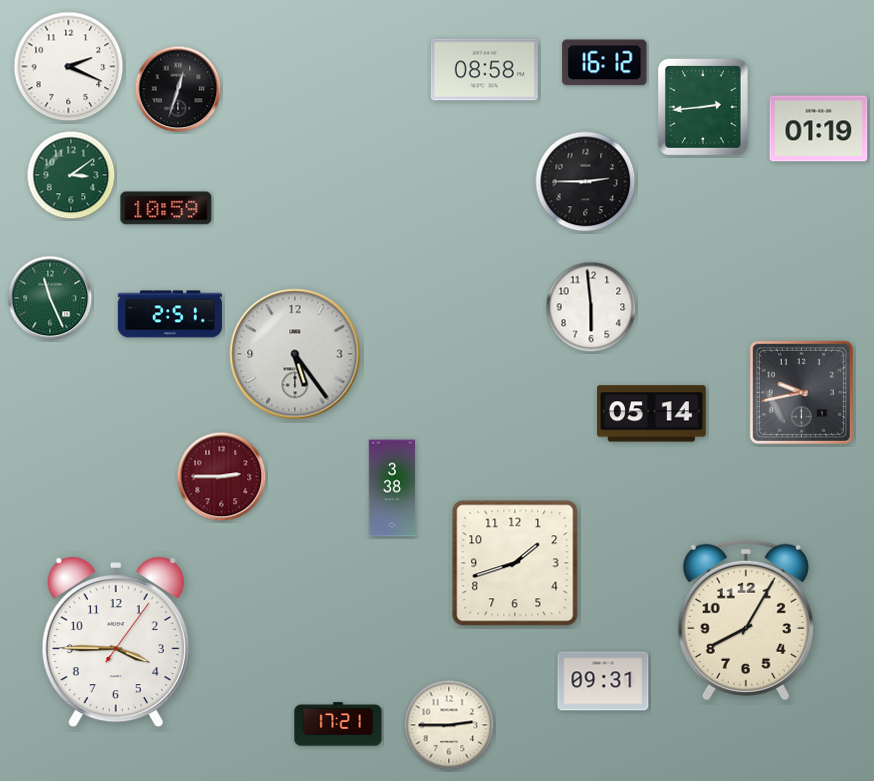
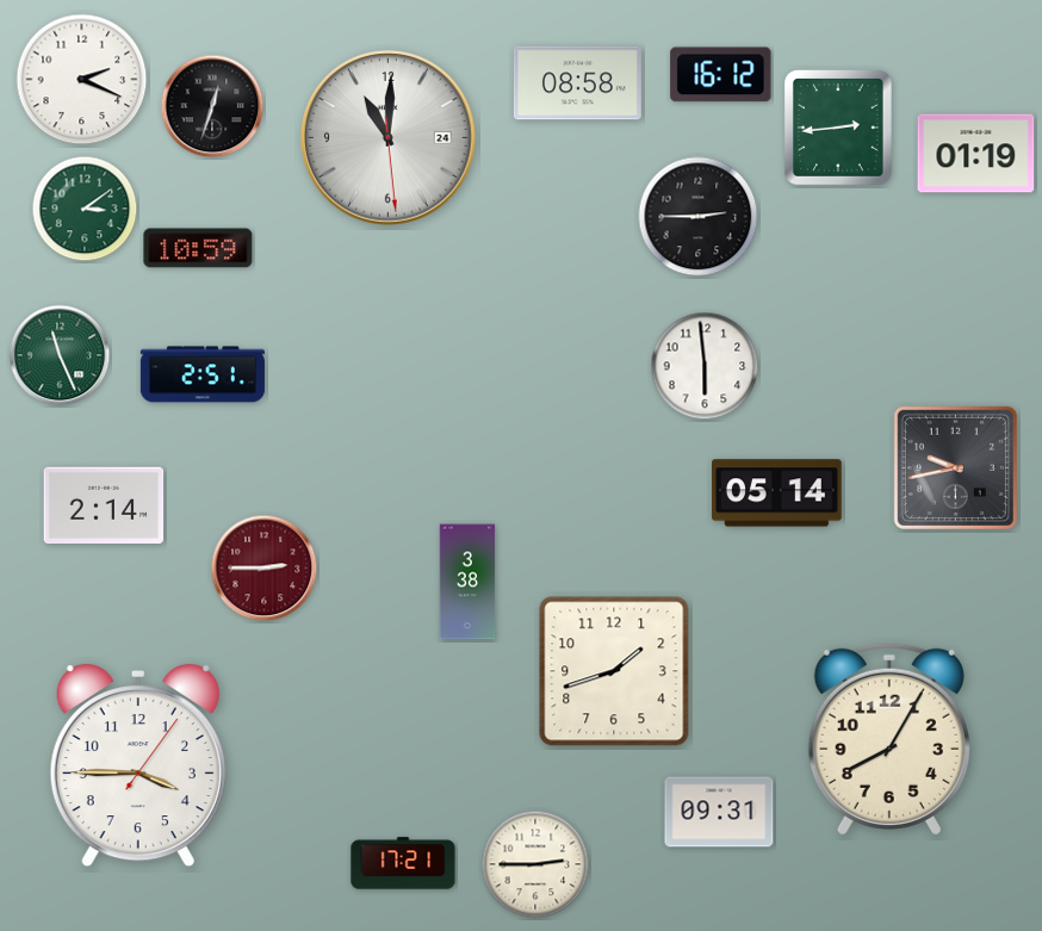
clock at (389, 138): none -> 11:00
clock at (295, 354): 5:24 -> none
clock at (104, 505): none -> 2:14
